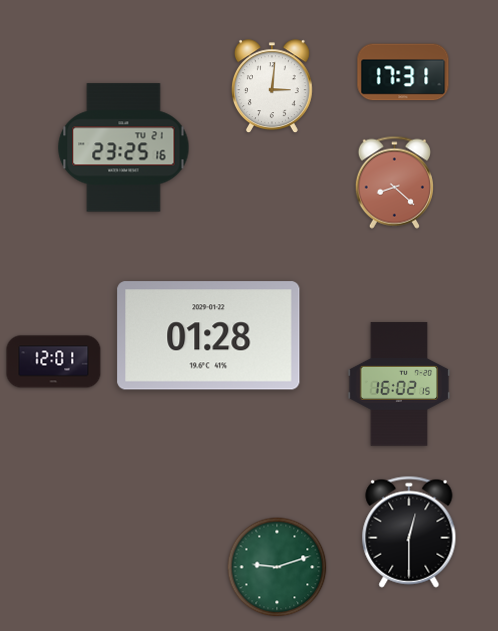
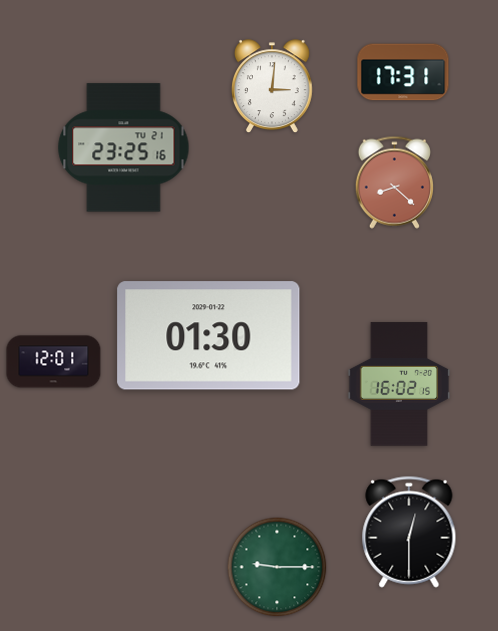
clock at (209, 336): 01:28 -> 01:30
clock at (277, 567): 9:12 -> 9:15
